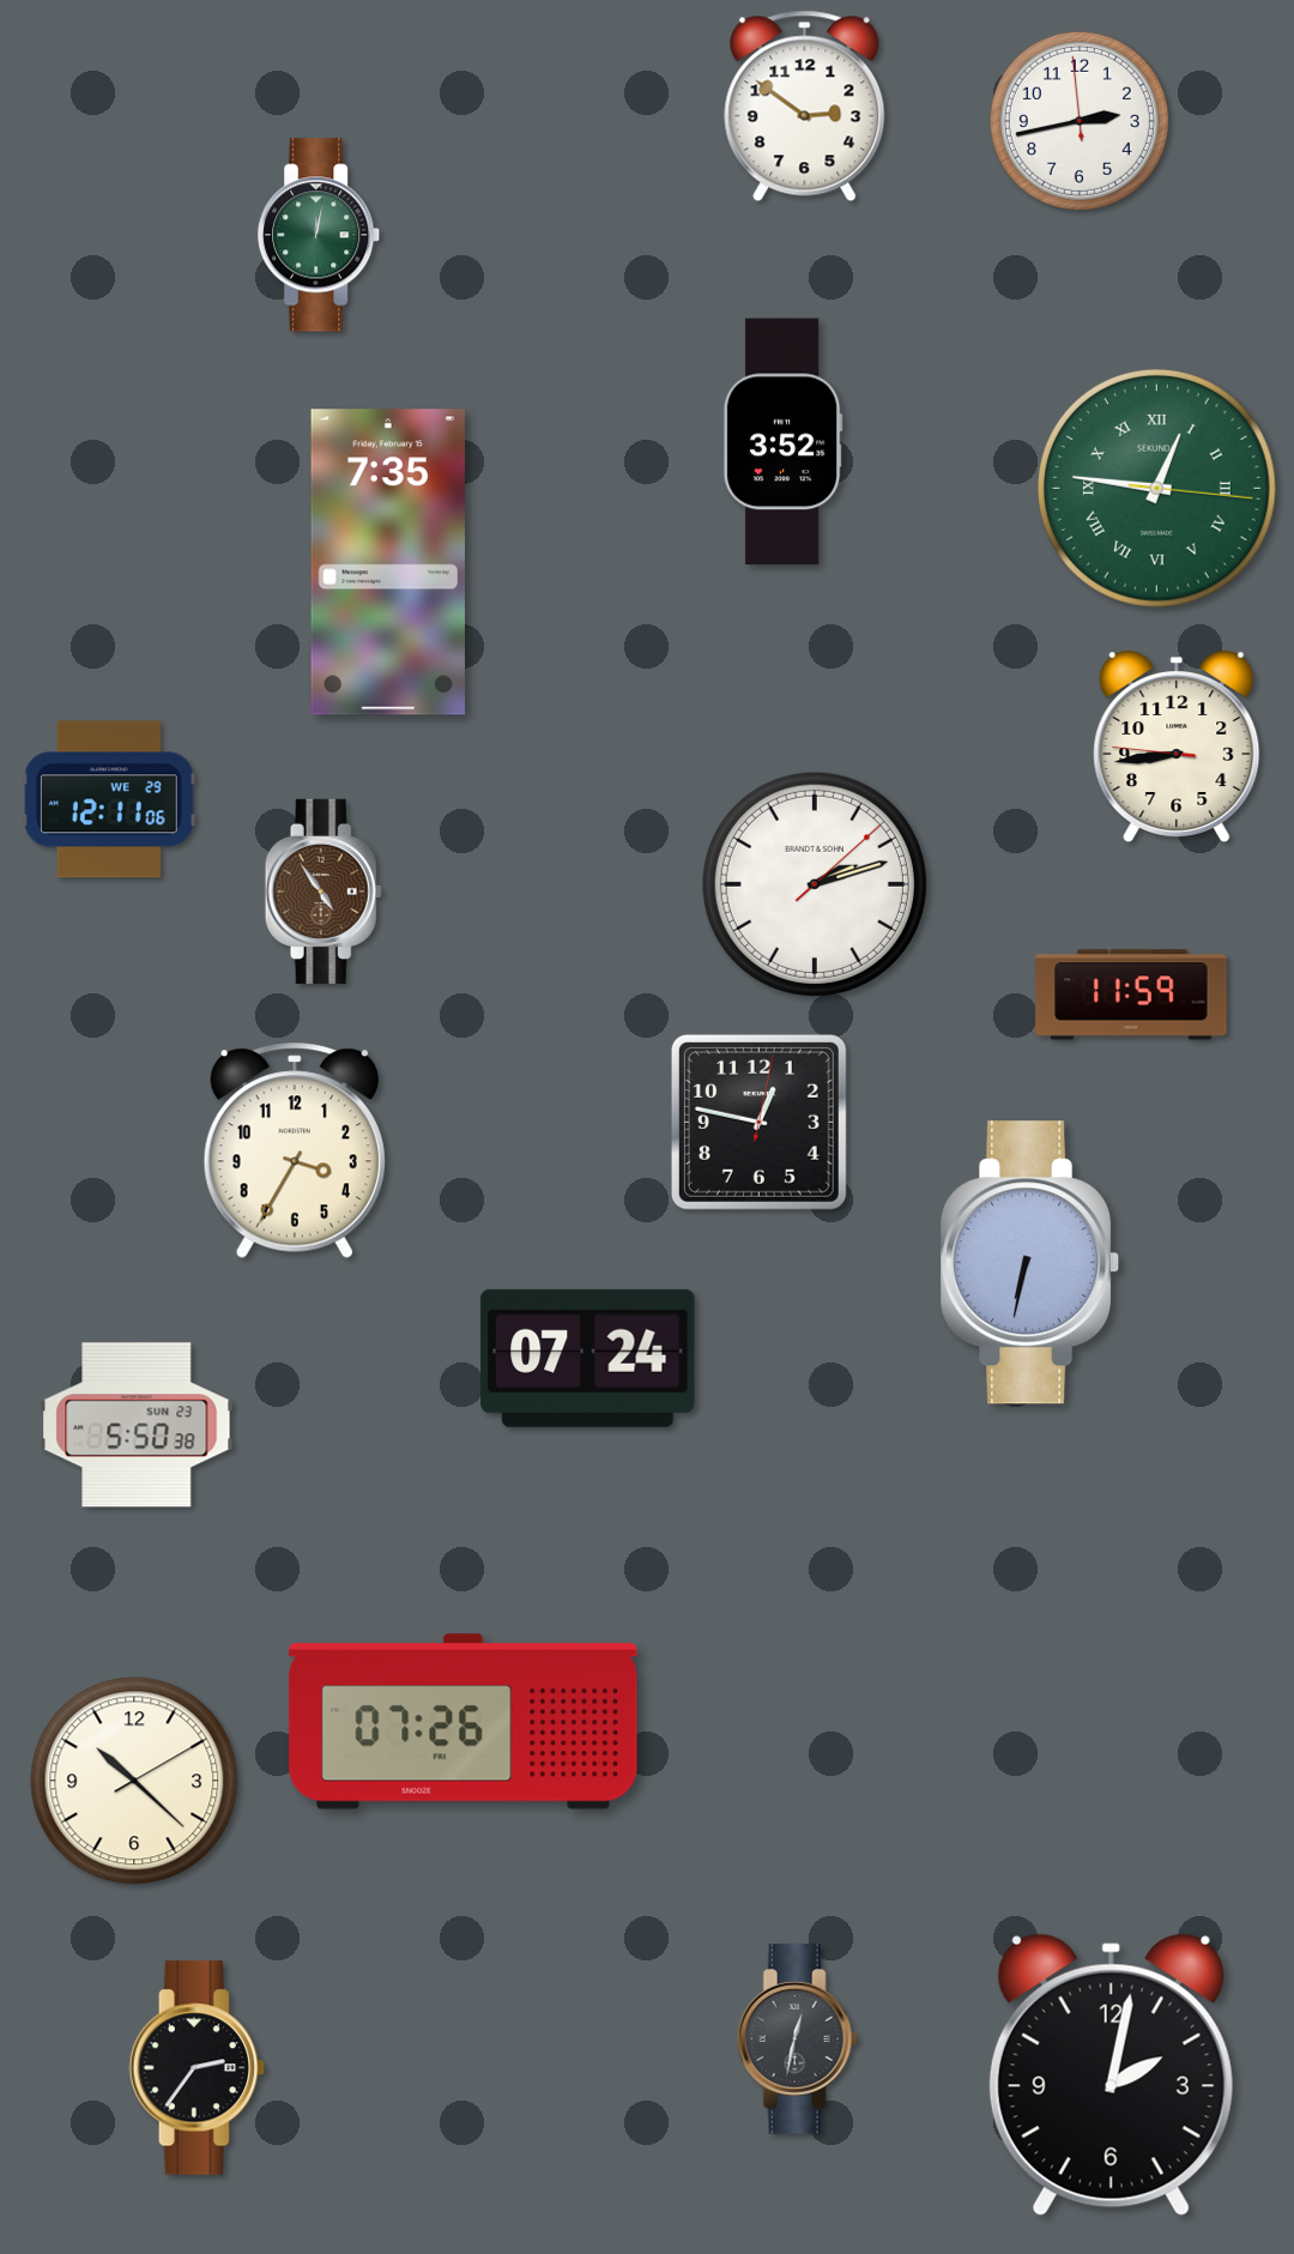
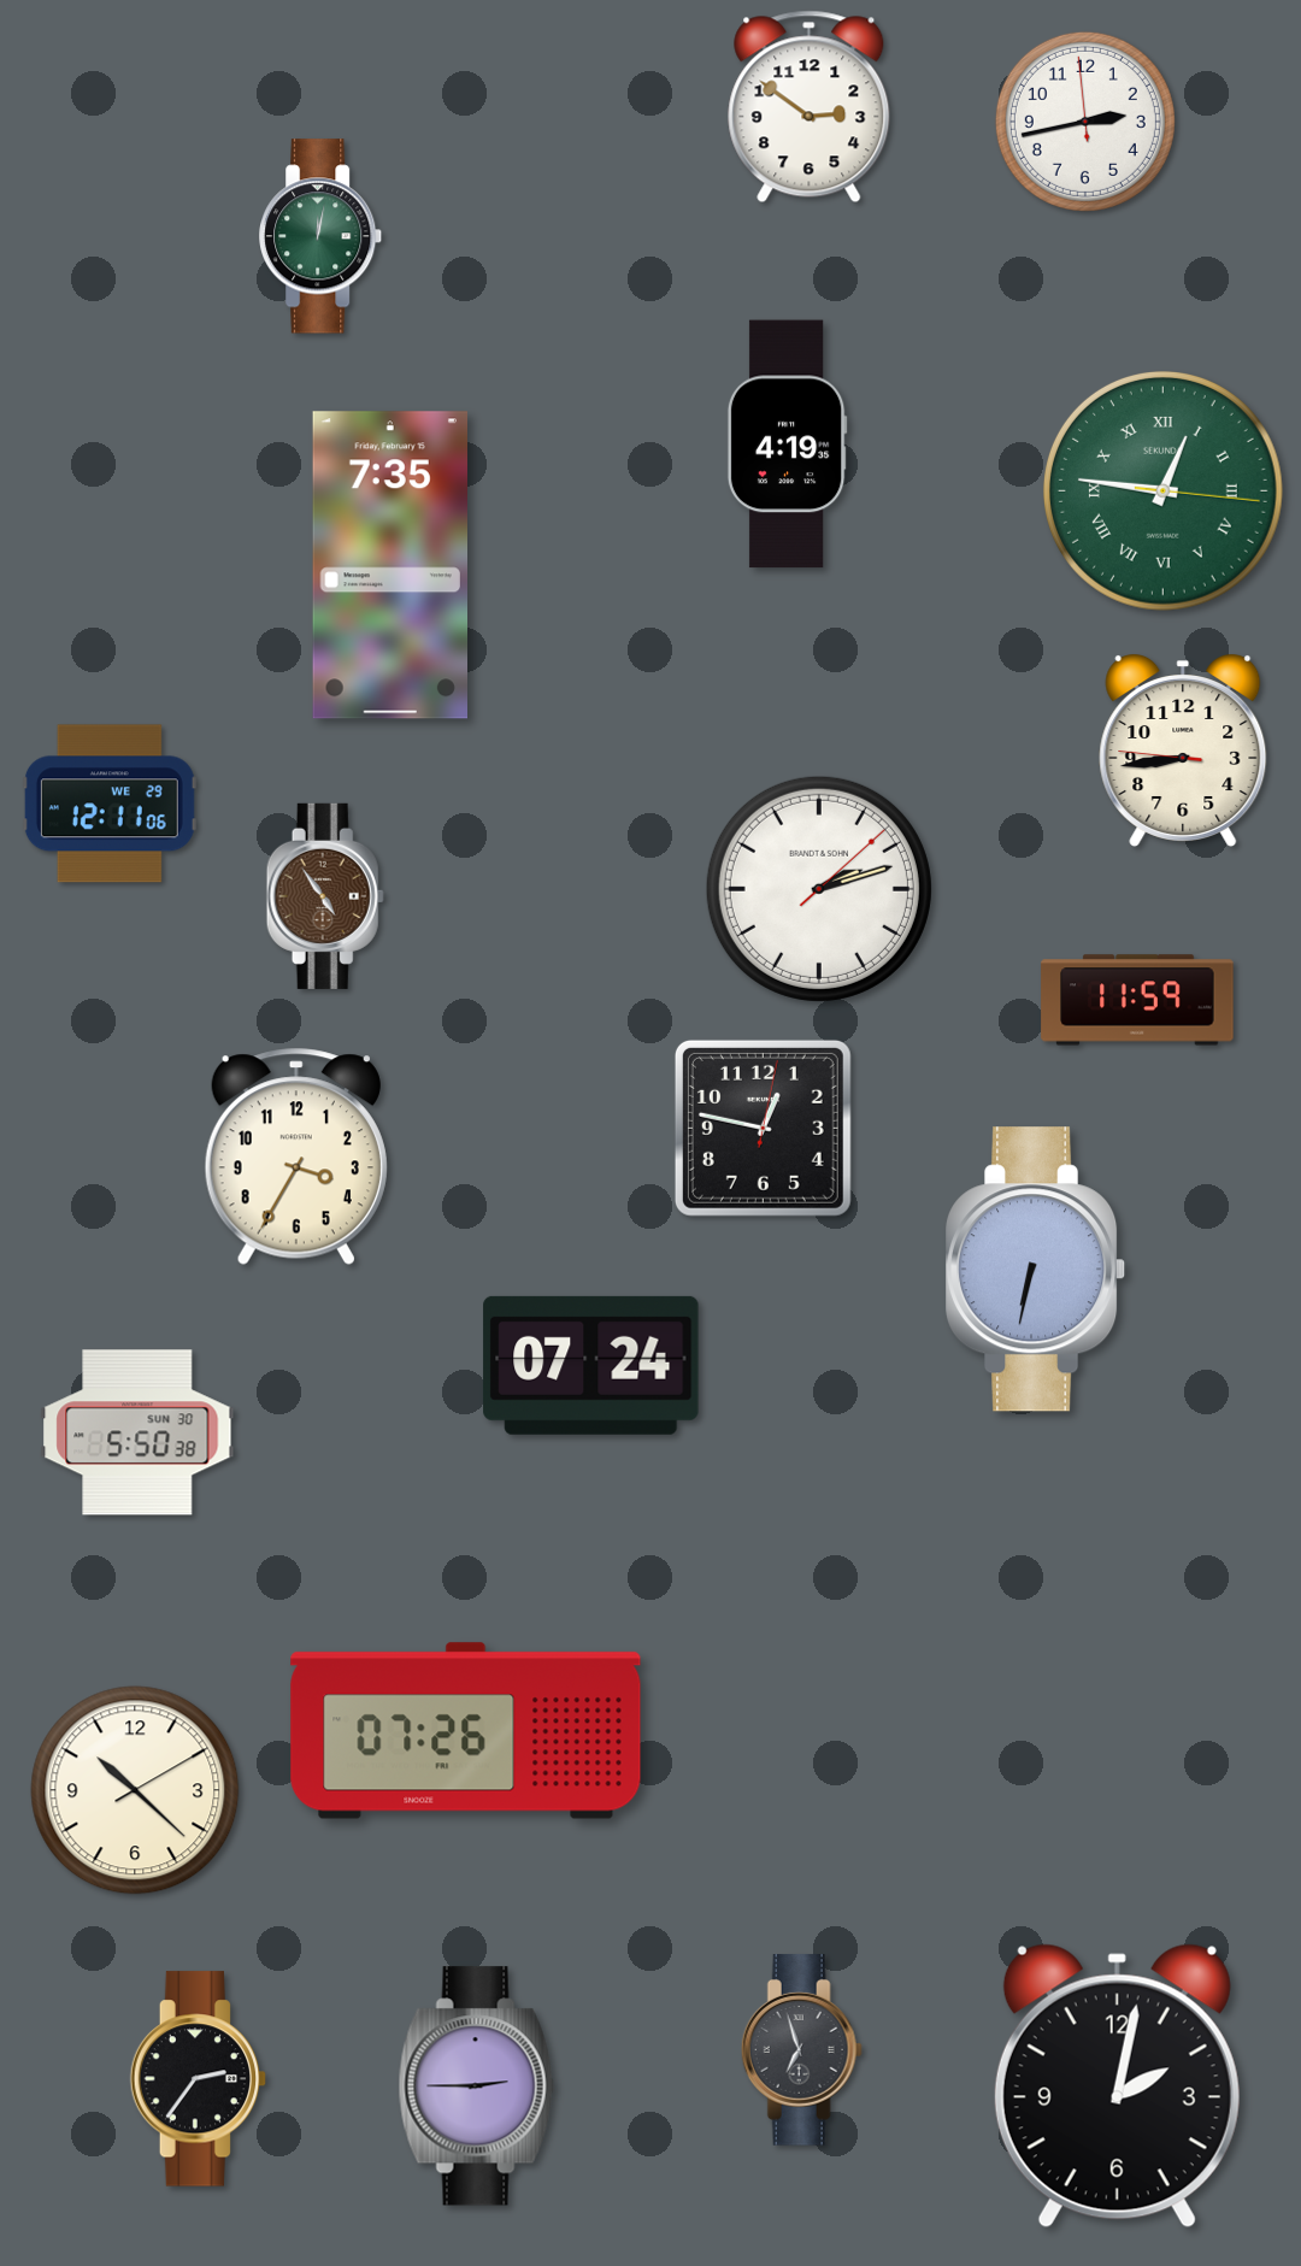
clock at (782, 442): 3:52 -> 4:19
clock at (137, 1425) date: SUN 23 -> SUN 30
clock at (797, 2040): 12:32 -> 6:57
clock at (476, 2087): none -> 2:45
